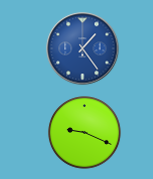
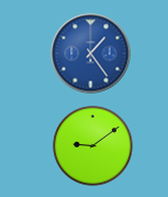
clock at (85, 133): 9:19 -> 9:09
